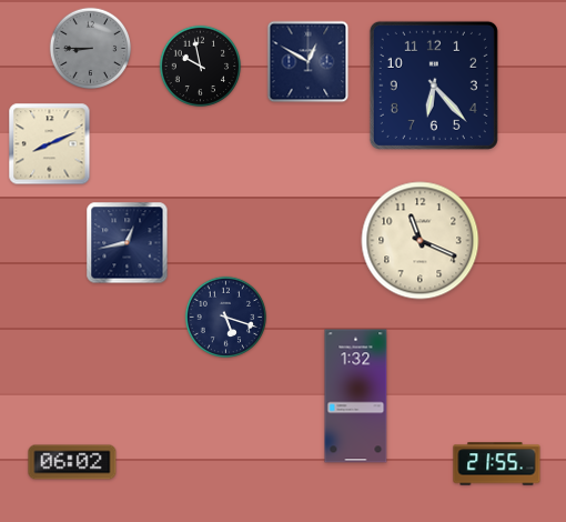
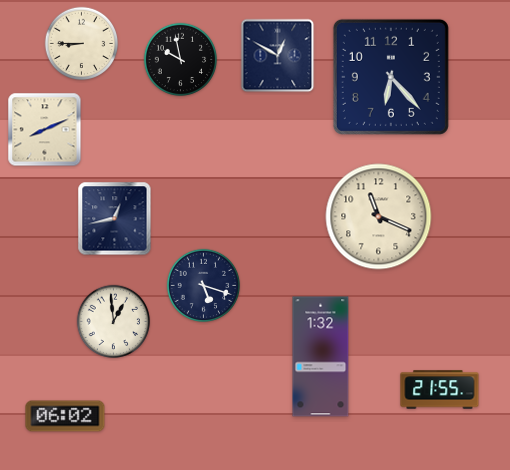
clock at (91, 49) dial: grey -> cream
clock at (114, 322): none -> 12:59
clock at (497, 464) position: (497, 464) -> (440, 390)
